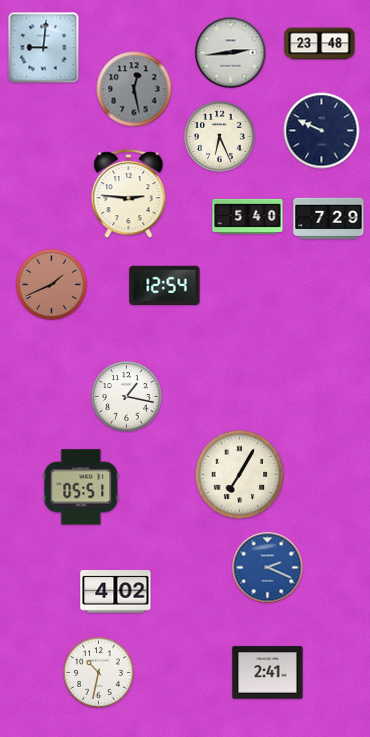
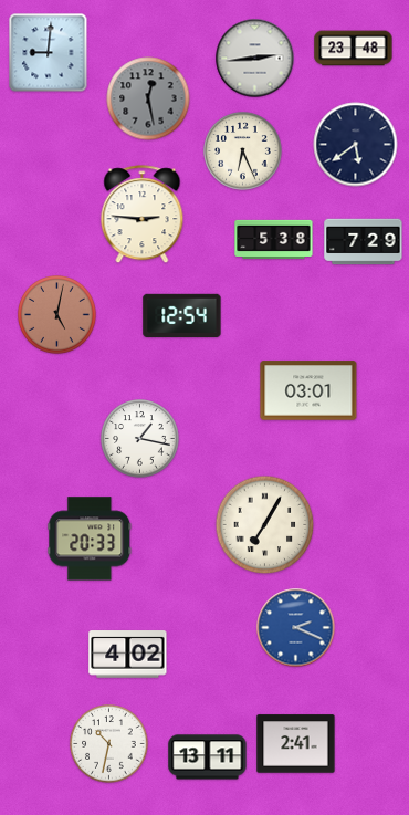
clock at (322, 131): 9:49 -> 5:39
clock at (248, 216): 5:40 -> 5:38
clock at (52, 285): 1:41 -> 5:02
clock at (308, 390): none -> 03:01
clock at (81, 487): 05:51 -> 20:33
clock at (208, 757): none -> 13:11
